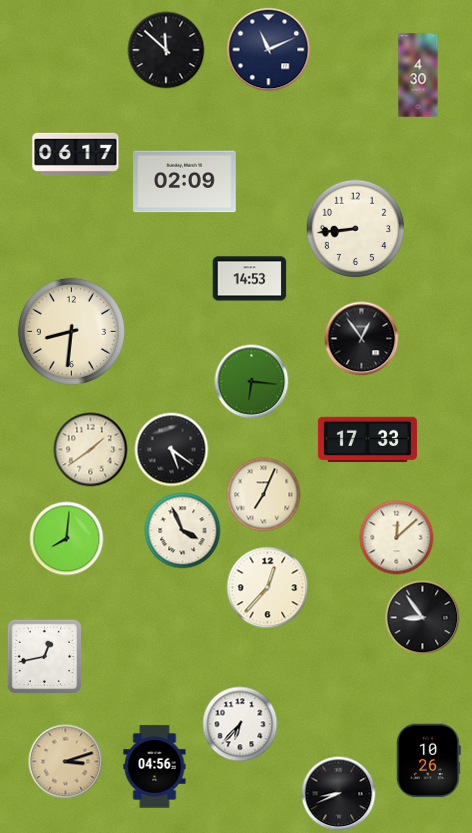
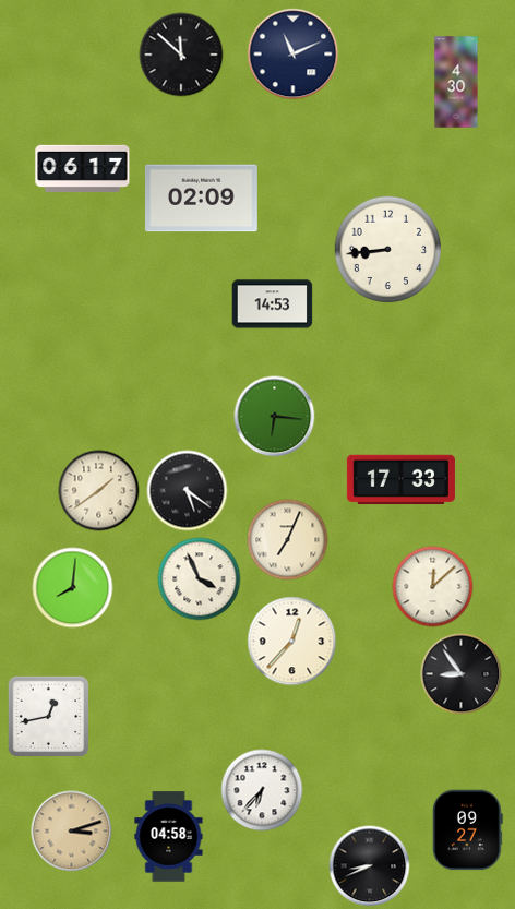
clock at (71, 331): 8:31 -> none
clock at (362, 339): 12:54 -> none
clock at (428, 761): 10:26 -> 09:27
clock at (155, 767): 04:56 -> 04:58
